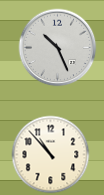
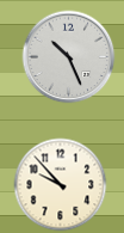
clock at (50, 154): 10:53 -> 9:53
